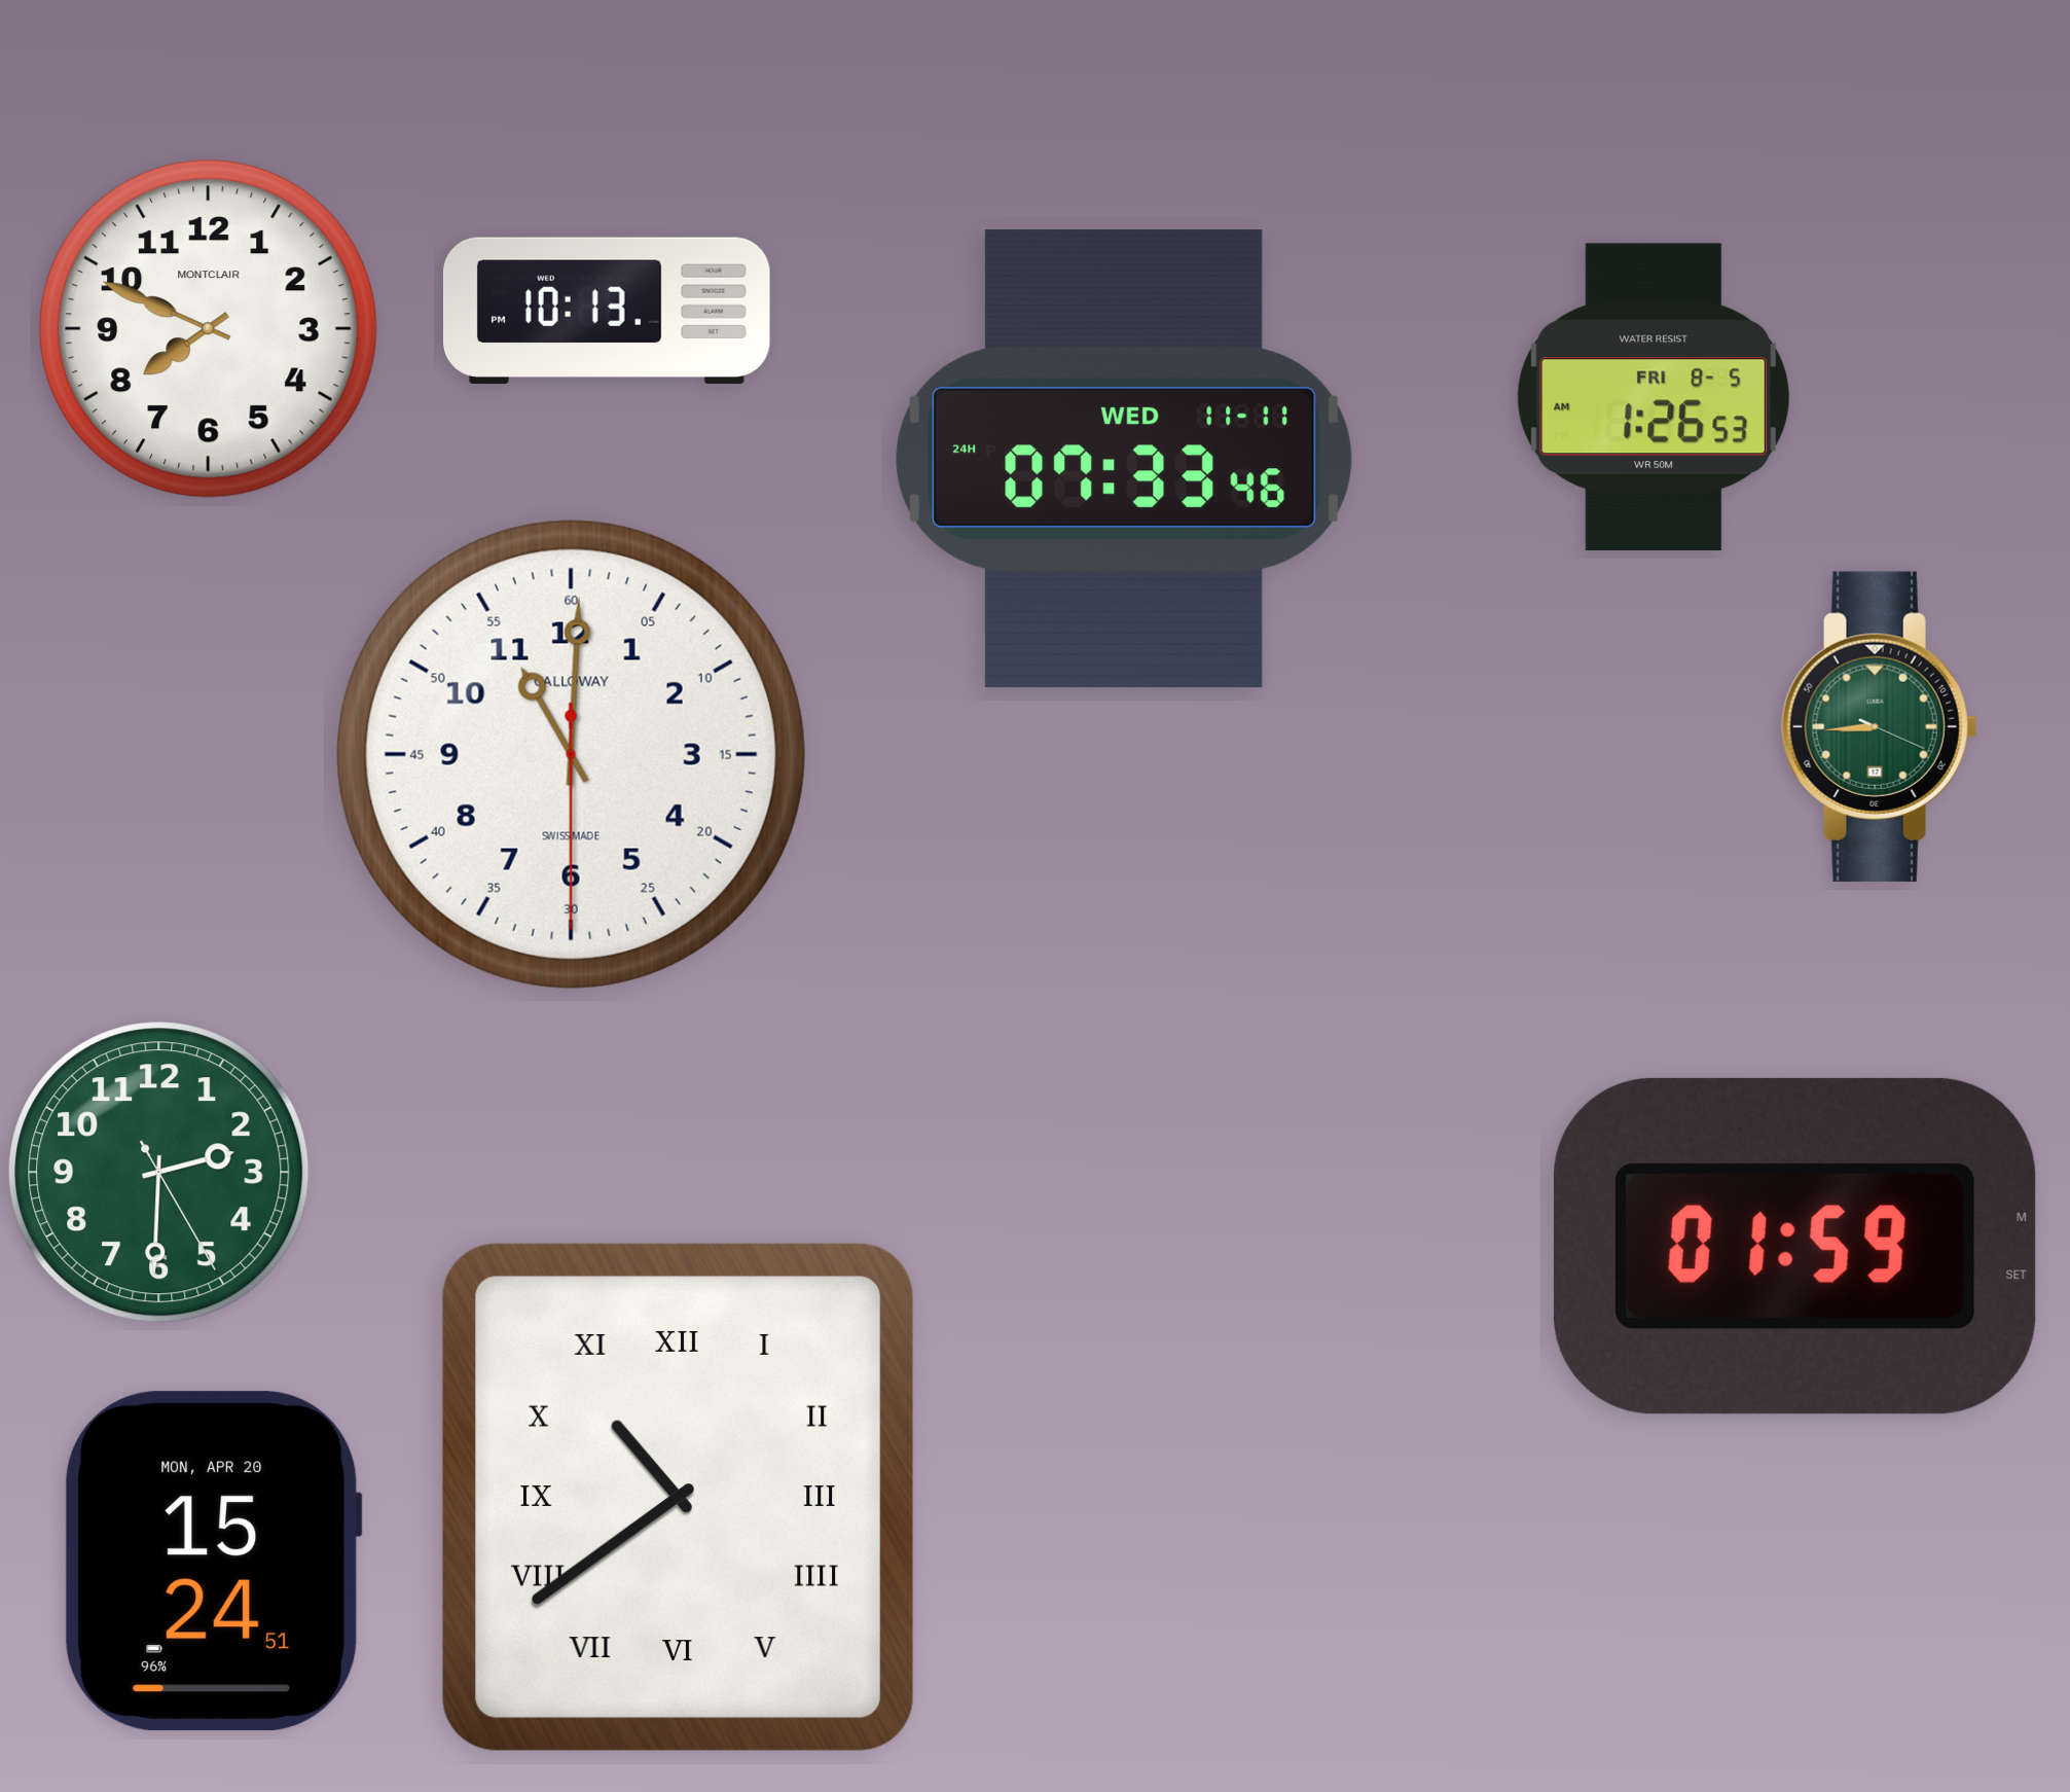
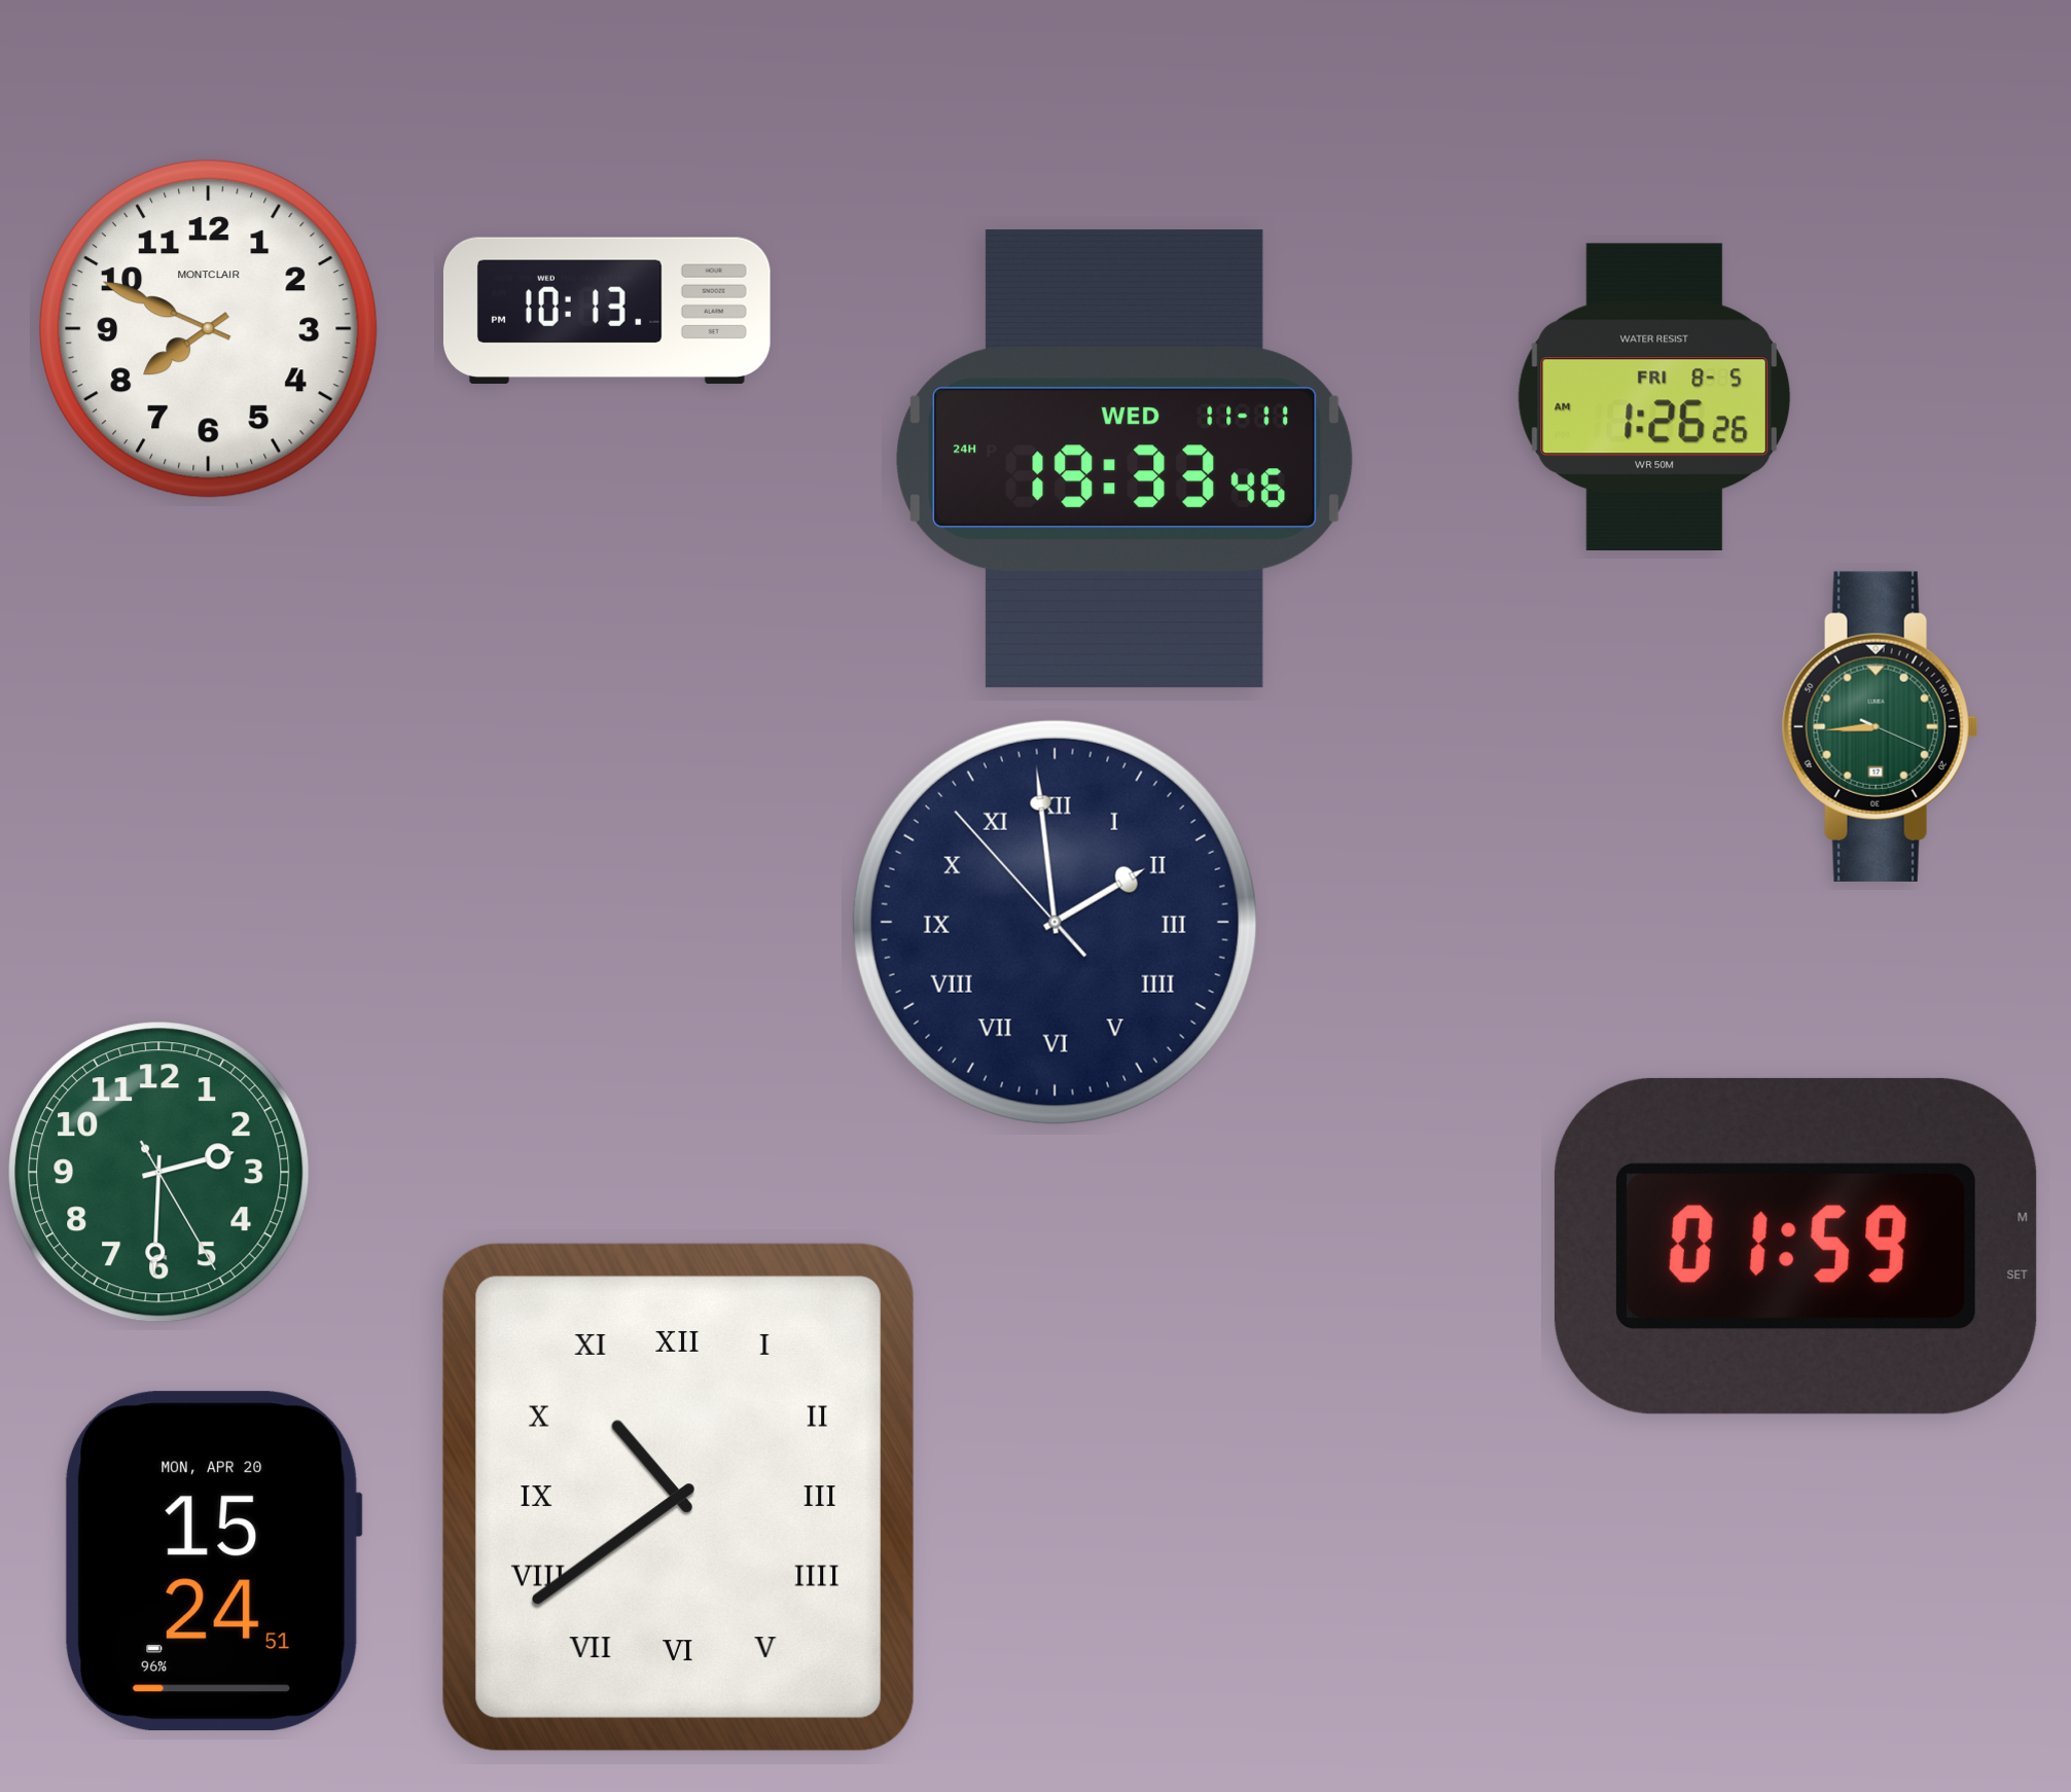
clock at (1654, 396): 1:26:53 AM -> 1:26:26 AM
clock at (1124, 459): 07:33 -> 19:33
clock at (571, 754): 11:00 -> none
clock at (1055, 922): none -> 1:58
